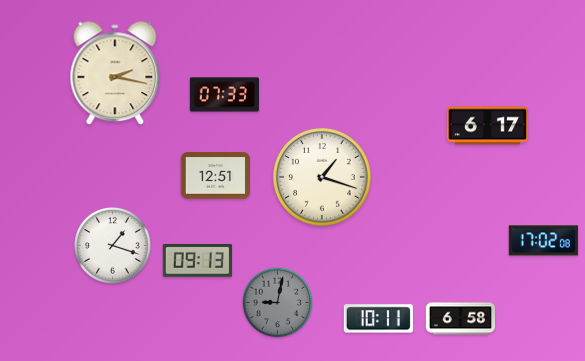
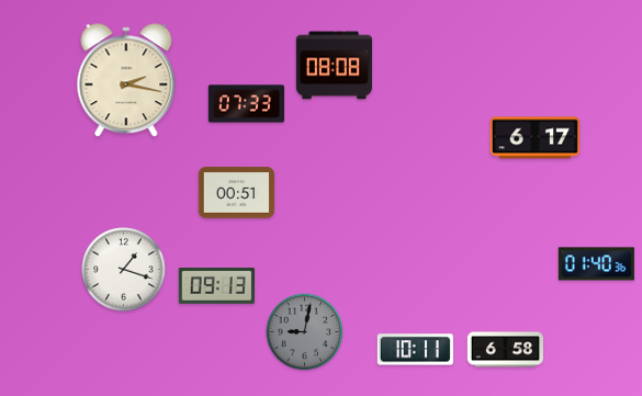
clock at (334, 66): none -> 08:08
clock at (215, 176): 12:51 -> 00:51
clock at (322, 177): 1:18 -> none
clock at (543, 241): 17:02 -> 01:40
